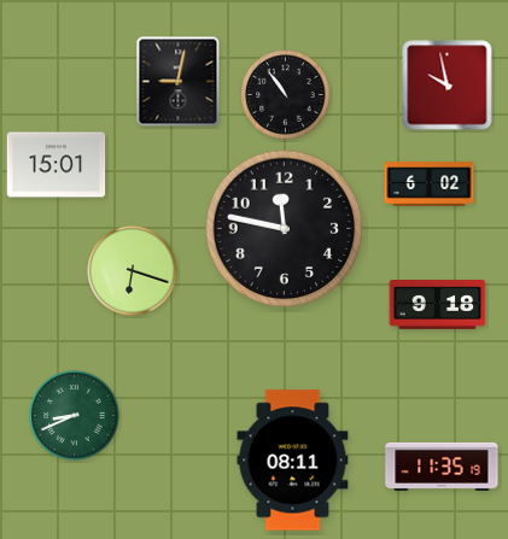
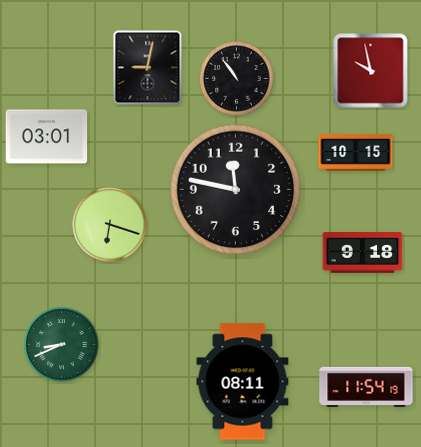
clock at (57, 165): 15:01 -> 03:01
clock at (430, 184): 6:02 -> 10:15
clock at (442, 467): 11:35 -> 11:54
